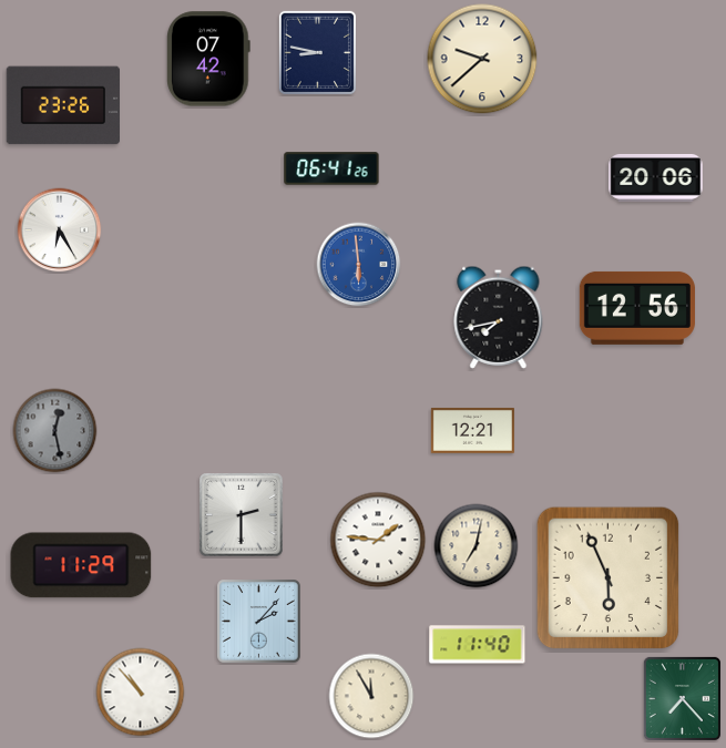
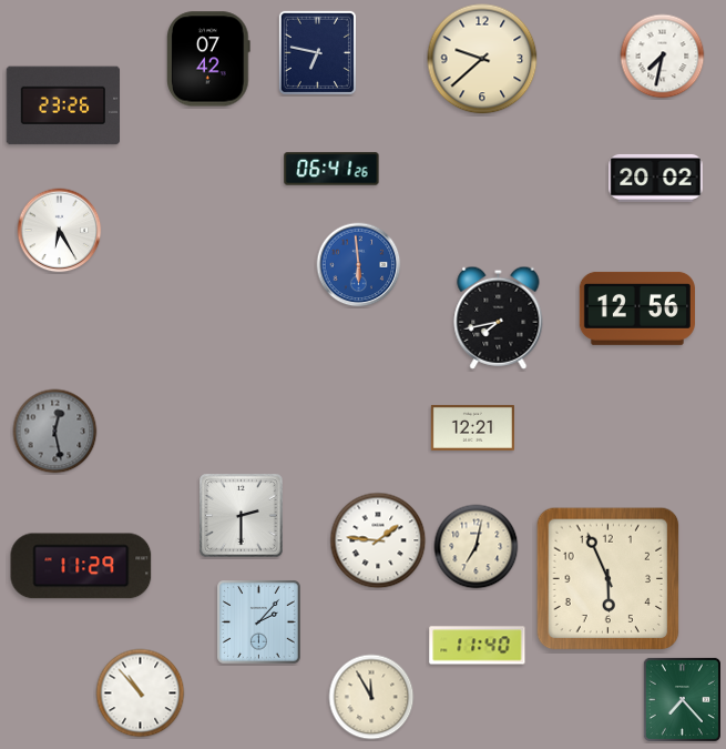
clock at (317, 52): 8:47 -> 6:47
clock at (663, 57): none -> 7:32
clock at (656, 177): 20:06 -> 20:02
clock at (472, 430) position: (472, 430) -> (472, 427)
